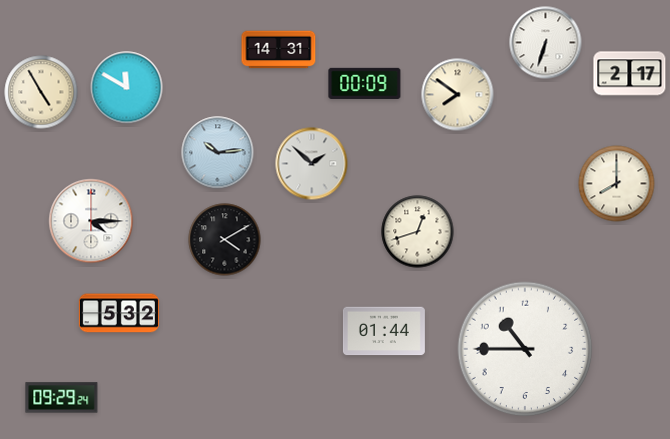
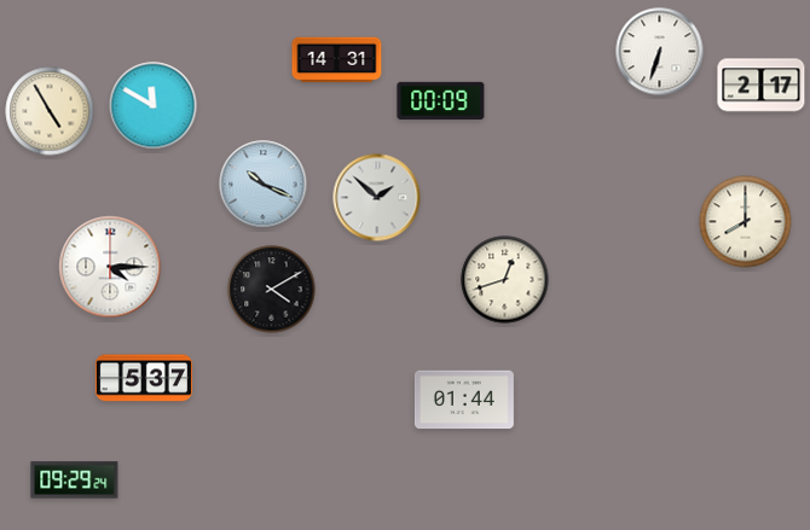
clock at (630, 74) position: (630, 74) -> (762, 86)
clock at (458, 95): 7:51 -> none
clock at (218, 153): 10:14 -> 10:19
clock at (119, 313): 5:32 -> 5:37
clock at (525, 349): 10:45 -> none
